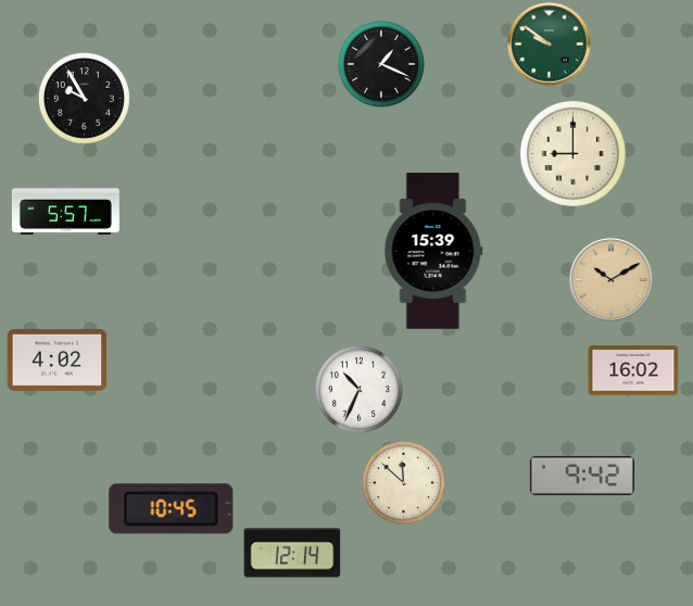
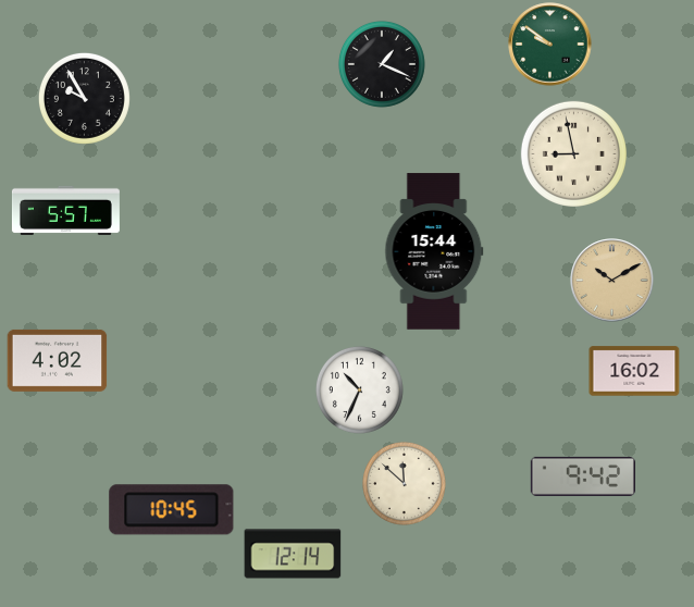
clock at (572, 153): 9:00 -> 8:58
clock at (433, 251): 15:39 -> 15:44
